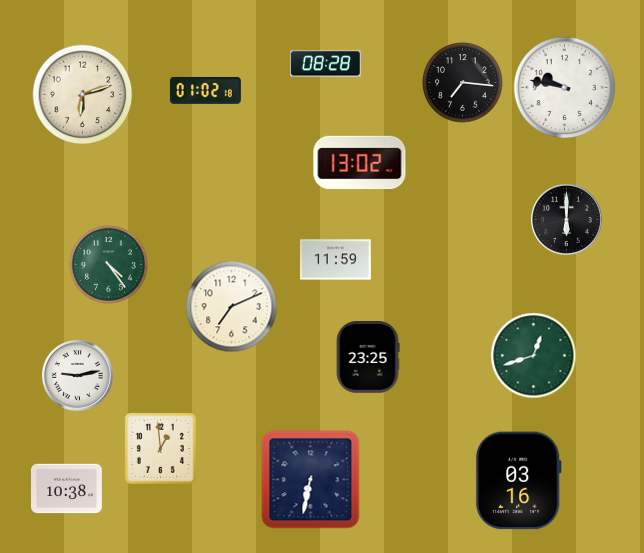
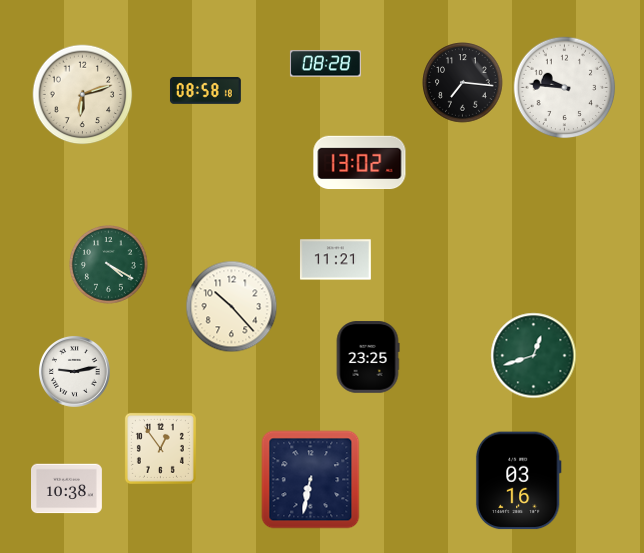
clock at (565, 88): 9:47 -> 9:46
clock at (205, 90): 01:02 -> 08:58
clock at (566, 219): 6:00 -> none
clock at (335, 260): 11:59 -> 11:21
clock at (109, 265): 4:24 -> 4:20
clock at (232, 307): 7:11 -> 10:23
clock at (77, 375) position: (77, 375) -> (74, 371)
clock at (160, 448): 12:59 -> 12:54
